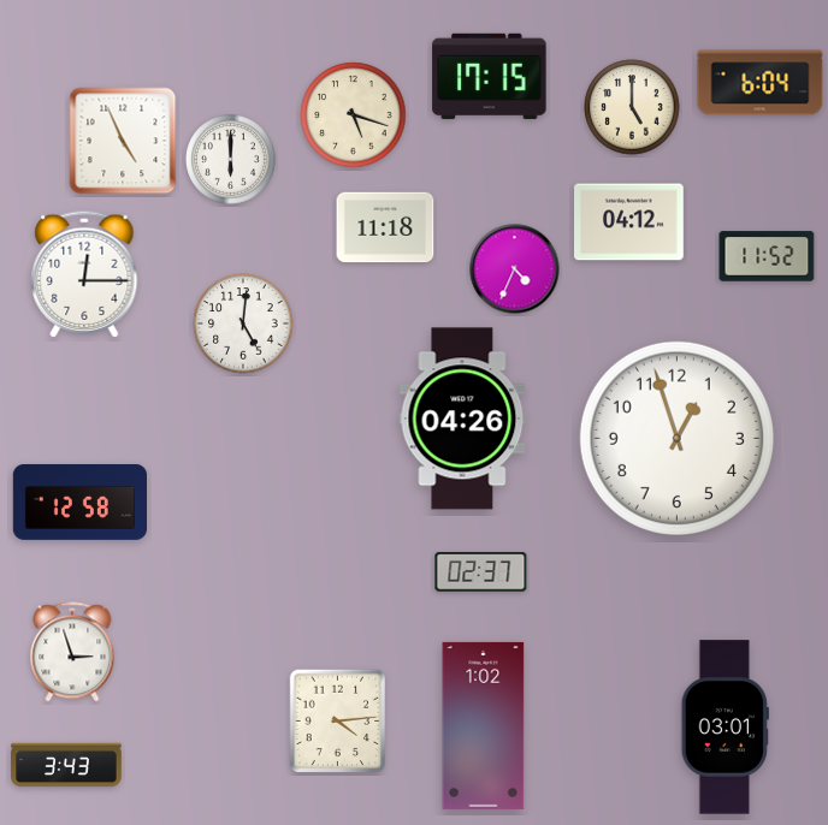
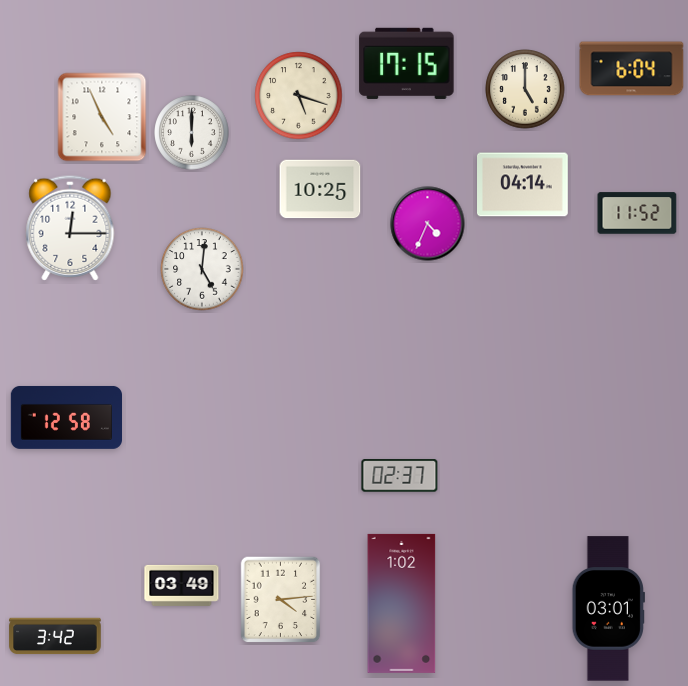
clock at (354, 115) position: (354, 115) -> (299, 96)
clock at (629, 222): 04:12 -> 04:14
clock at (385, 227): 11:18 -> 10:25
clock at (462, 419): 04:26 -> none
clock at (676, 438): 12:57 -> none
clock at (72, 652): 2:57 -> none
clock at (182, 585): none -> 03:49
clock at (724, 728) position: (724, 728) -> (608, 609)
clock at (66, 765): 3:43 -> 3:42
